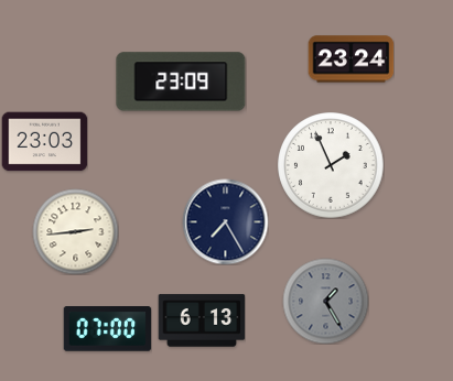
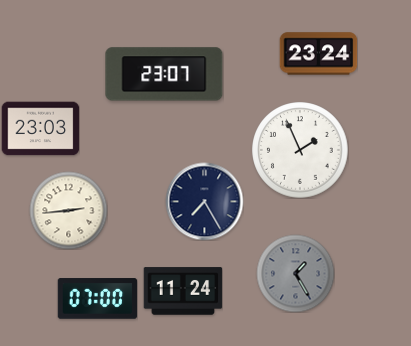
clock at (181, 81): 23:09 -> 23:07
clock at (202, 320): 6:13 -> 11:24
